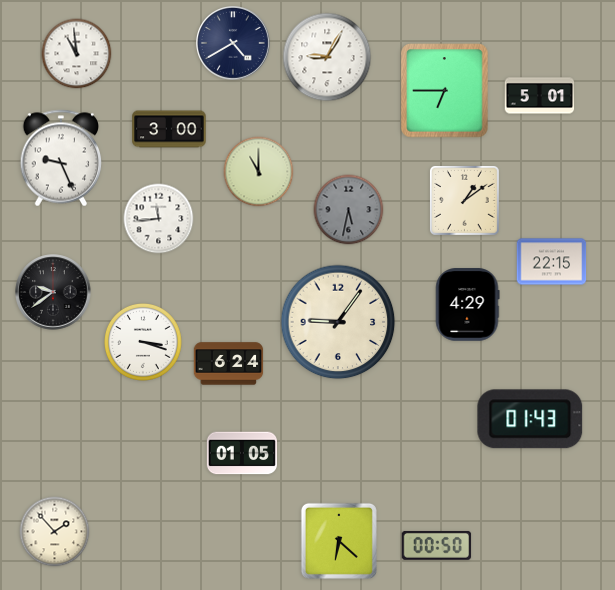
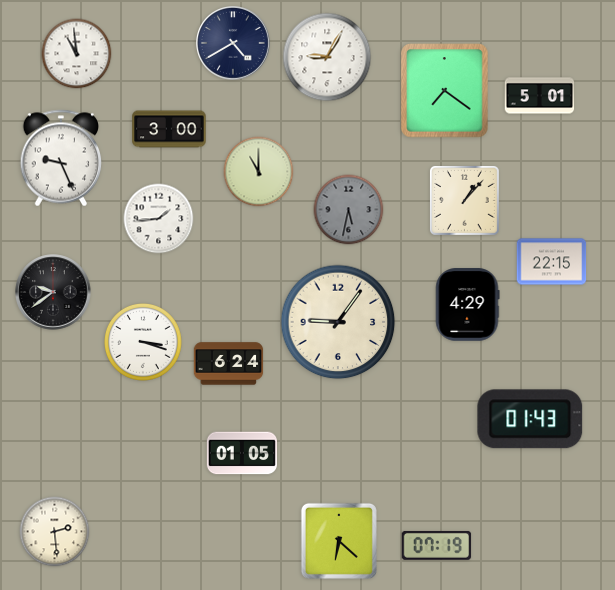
clock at (445, 91): 6:45 -> 7:21
clock at (464, 200): 1:09 -> 1:07
clock at (159, 219): 11:44 -> 1:44
clock at (55, 532): 1:53 -> 2:29
clock at (437, 545): 00:50 -> 07:19
